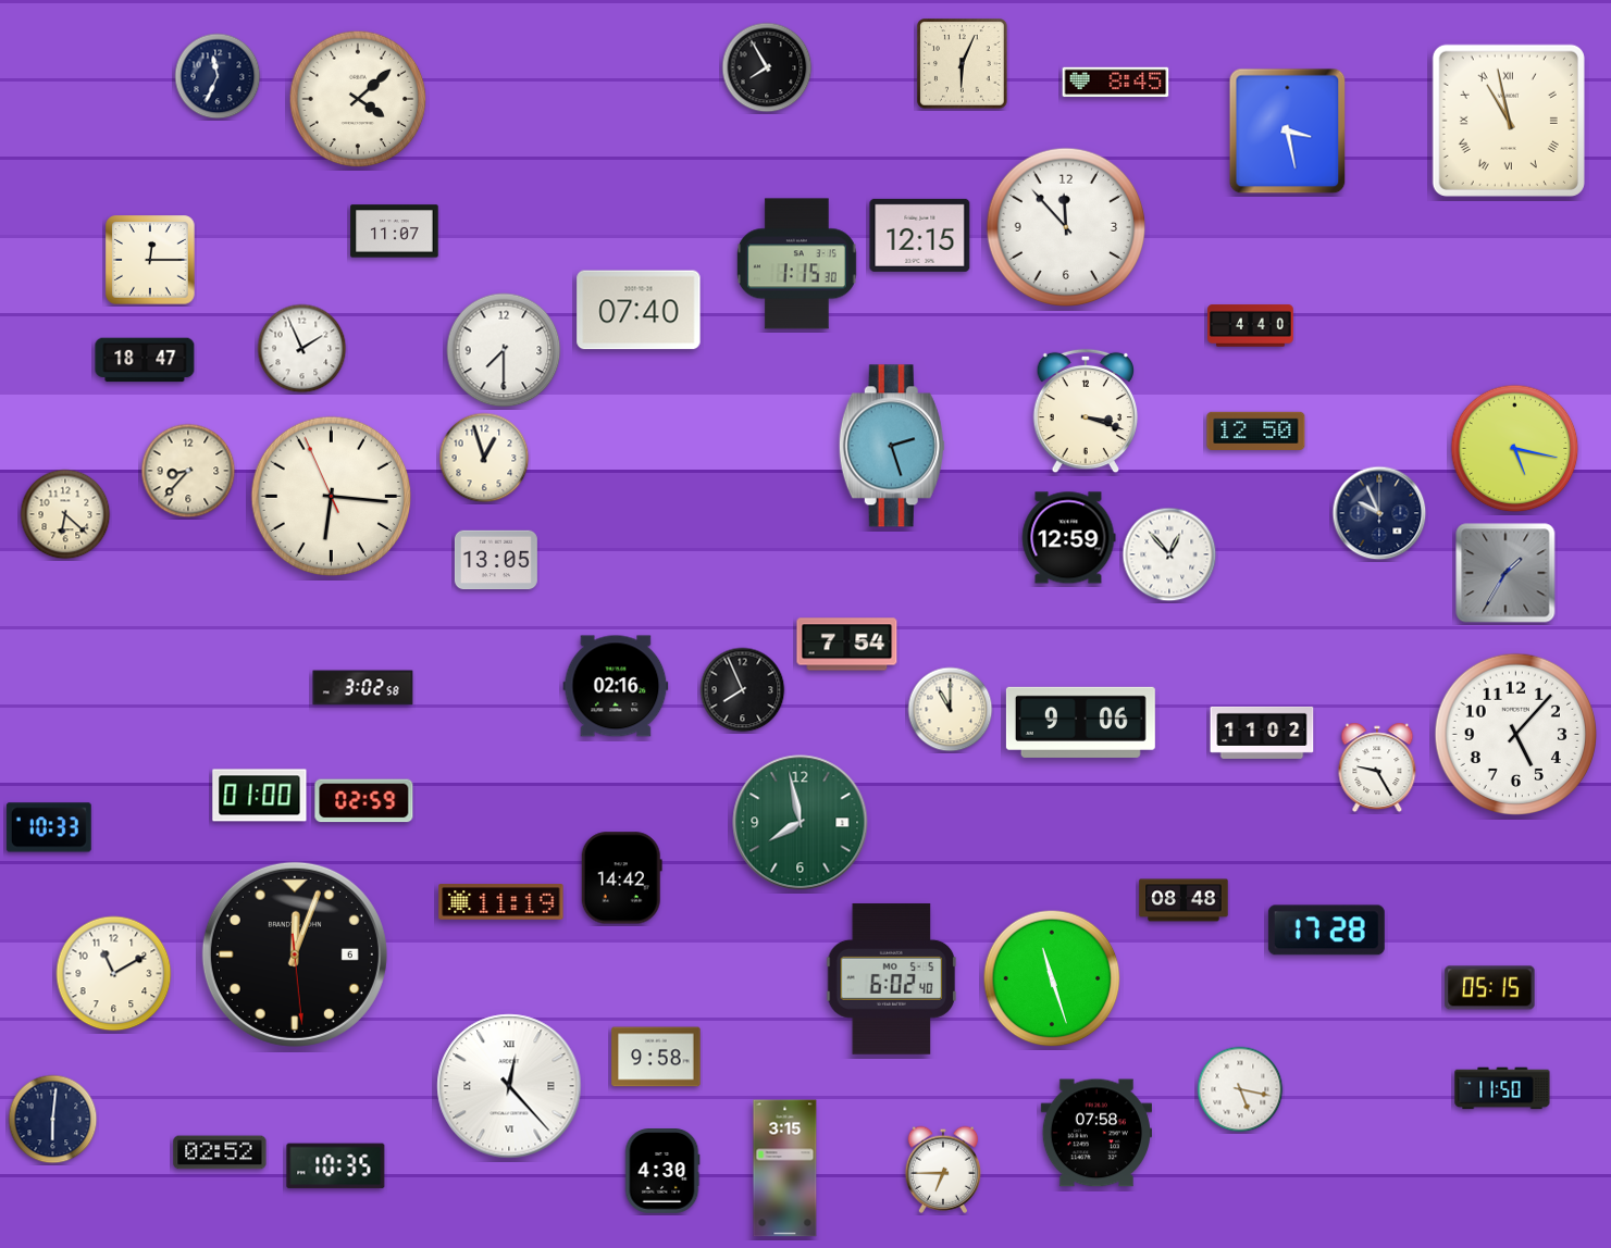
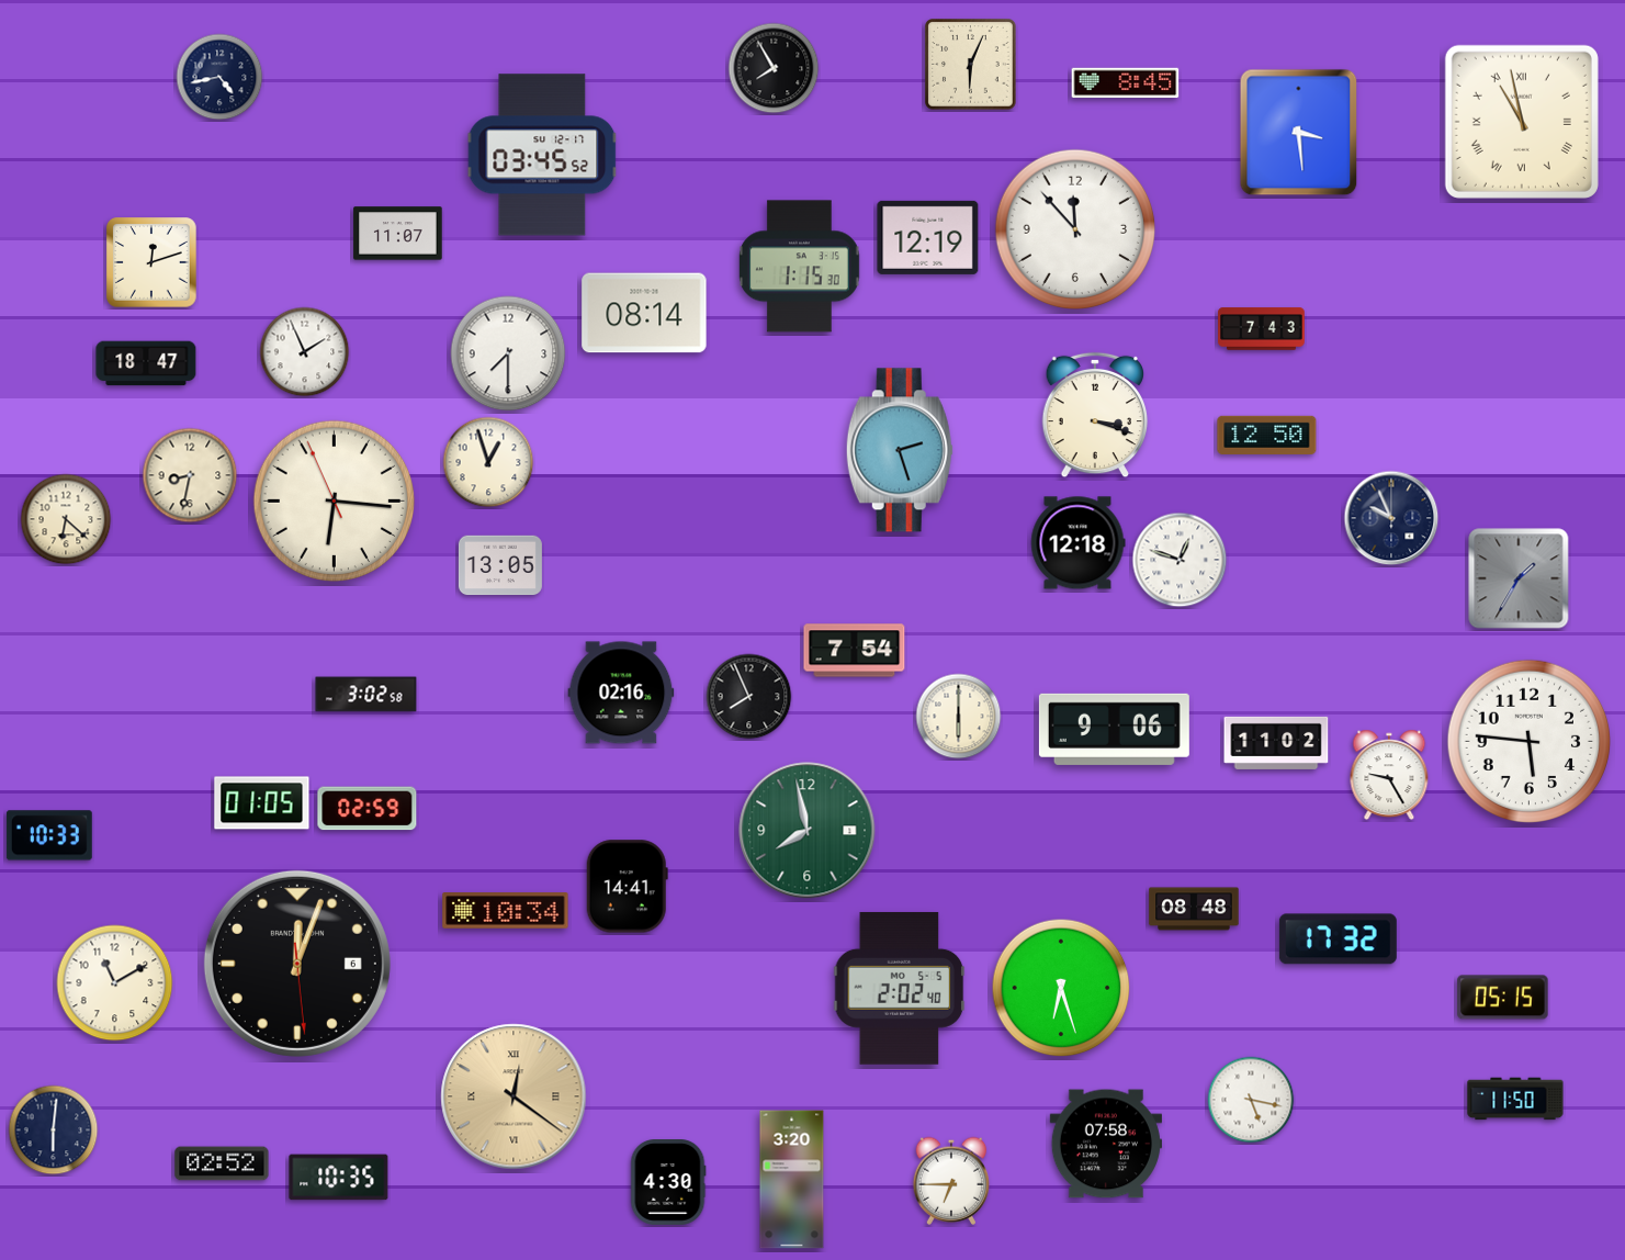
clock at (218, 76): 11:34 -> 4:43
clock at (358, 99): 4:08 -> none
clock at (1288, 132): 3:28 -> 3:29
clock at (542, 155): none -> 03:45
clock at (920, 235): 12:15 -> 12:19
clock at (150, 260): 12:15 -> 12:12
clock at (796, 264) position: (796, 264) -> (799, 267)
clock at (639, 310): 07:40 -> 08:14
clock at (1251, 326): 4:40 -> 7:43
clock at (1515, 449): 5:17 -> none
clock at (188, 471): 8:37 -> 8:32
clock at (1068, 538): 12:59 -> 12:18
clock at (1169, 554): 12:53 -> 12:48
clock at (951, 710): 11:00 -> 6:00
clock at (1080, 722) position: (1080, 722) -> (1114, 729)
clock at (1262, 733) position: (1262, 733) -> (1276, 743)
clock at (1516, 735): 5:07 -> 5:46
clock at (260, 796): 01:00 -> 01:05
clock at (621, 878): 14:42 -> 14:41
clock at (501, 902): 11:19 -> 10:34
clock at (1326, 931): 17:28 -> 17:32
clock at (892, 978): 6:02 -> 2:02
clock at (1052, 978): 11:27 -> 6:27
clock at (656, 1057): 9:58 -> none
clock at (509, 1086): 12:23 -> 12:21
clock at (509, 1086) dial: white -> champagne
clock at (785, 1169): 3:15 -> 3:20
